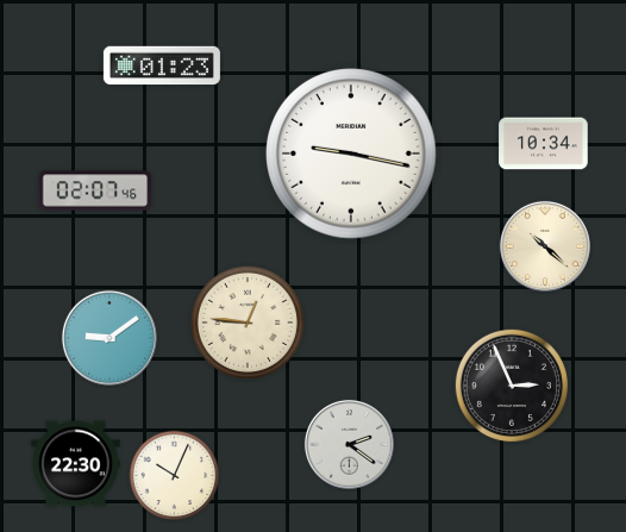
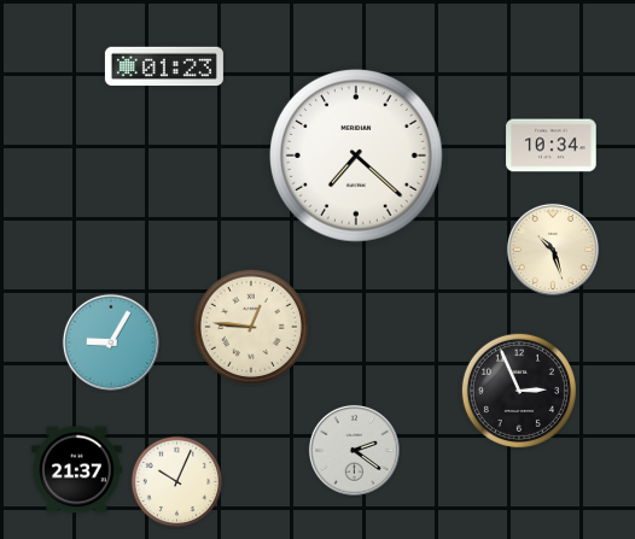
clock at (352, 155): 9:17 -> 7:22
clock at (95, 190): 02:07 -> none
clock at (545, 246): 10:22 -> 10:27
clock at (109, 338): 9:09 -> 9:05
clock at (76, 464): 22:30 -> 21:37
